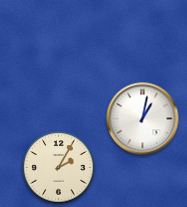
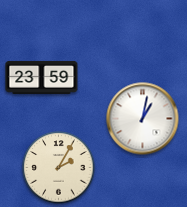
clock at (42, 77): none -> 23:59
